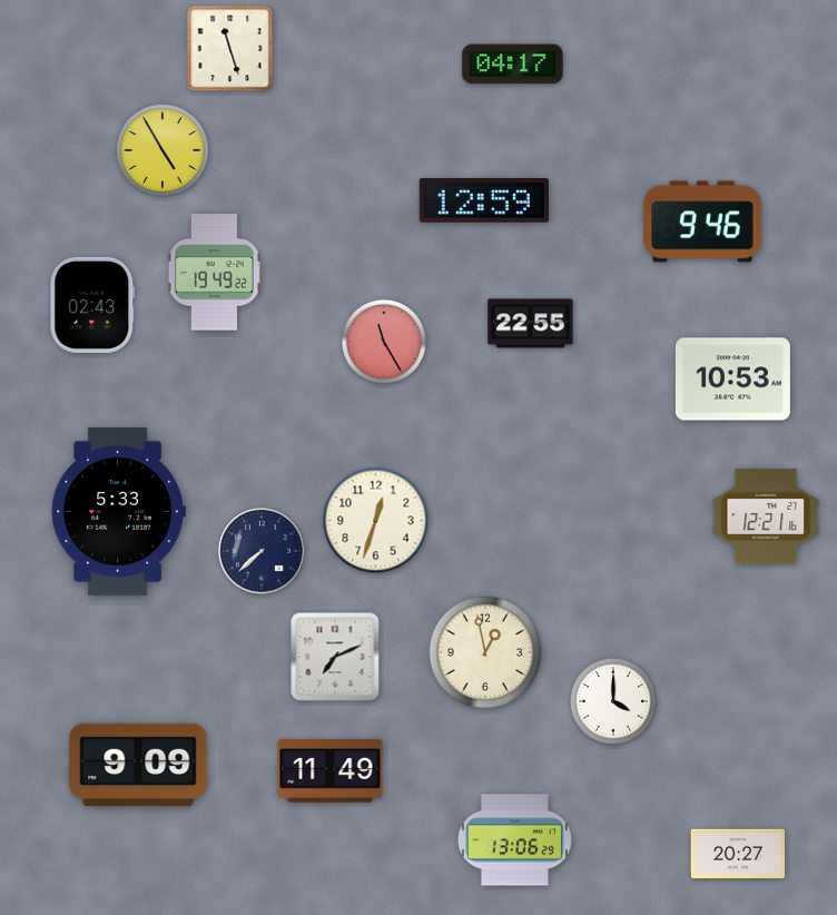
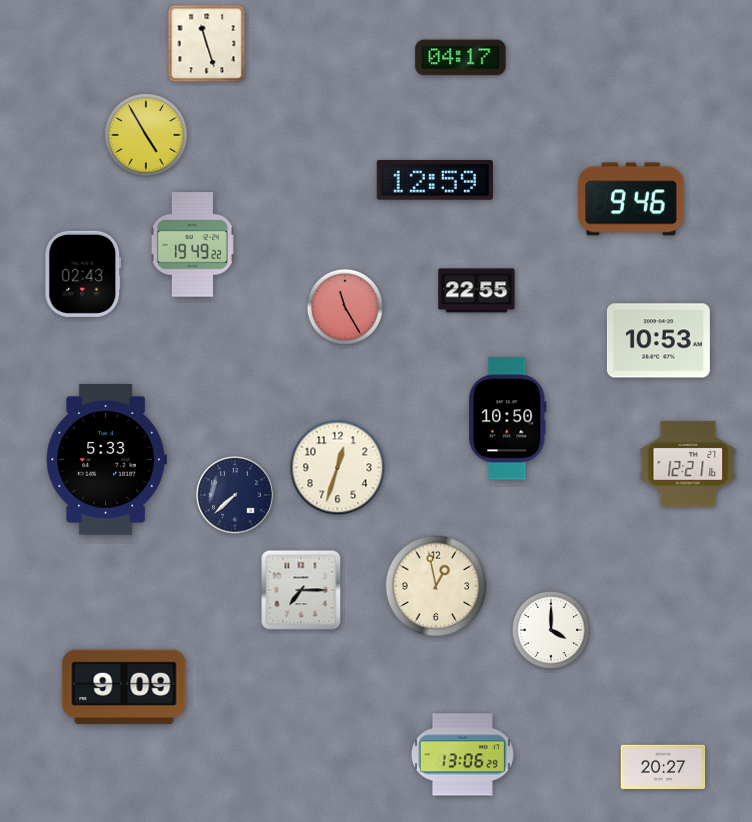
clock at (508, 419): none -> 10:50
clock at (335, 657): 7:11 -> 7:15
clock at (331, 771): 11:49 -> none
